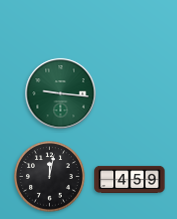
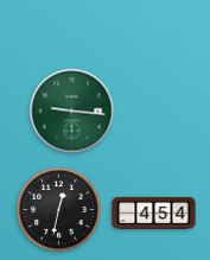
clock at (50, 177): 12:02 -> 12:32
clock at (130, 179): 4:59 -> 4:54
